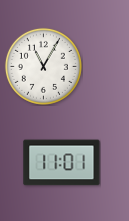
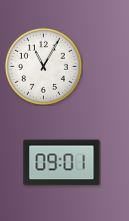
clock at (62, 163): 11:01 -> 09:01
